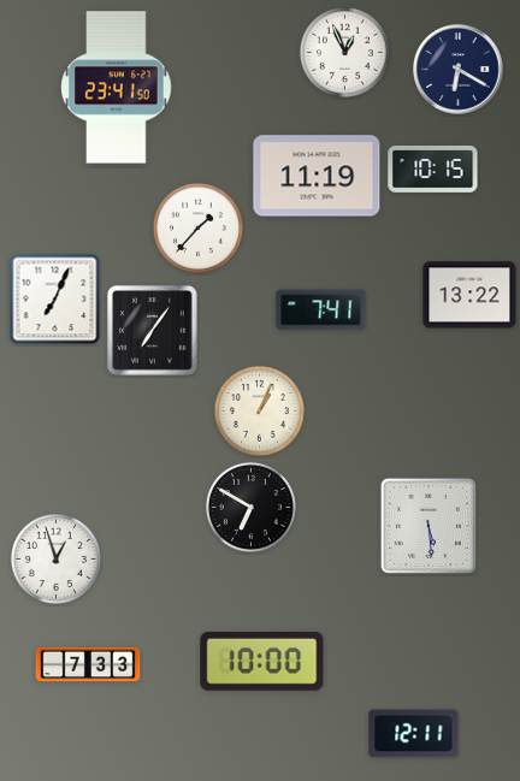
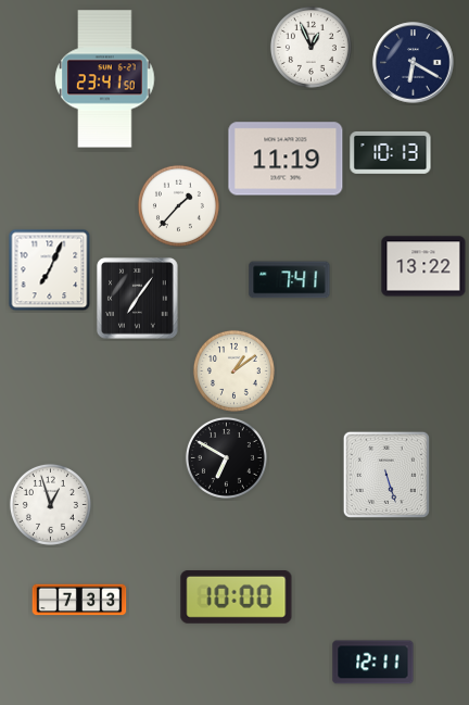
clock at (433, 170): 10:15 -> 10:13
clock at (259, 410): 1:04 -> 1:09
clock at (429, 526): 5:29 -> 5:27
